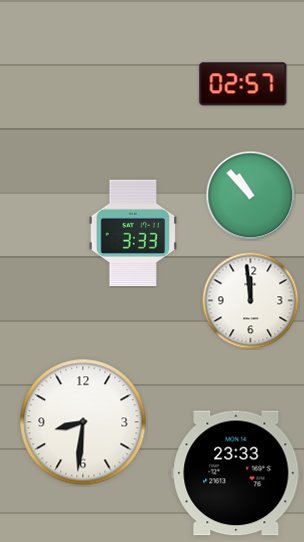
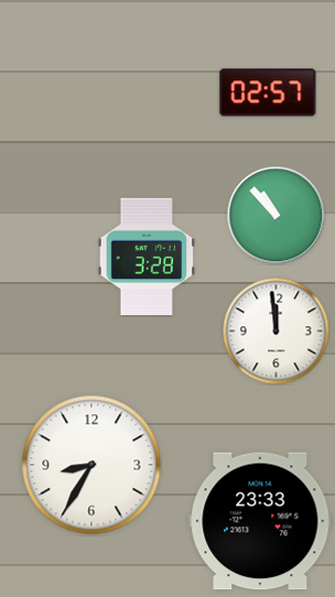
clock at (133, 233): 3:33 -> 3:28
clock at (83, 422): 8:31 -> 8:35
